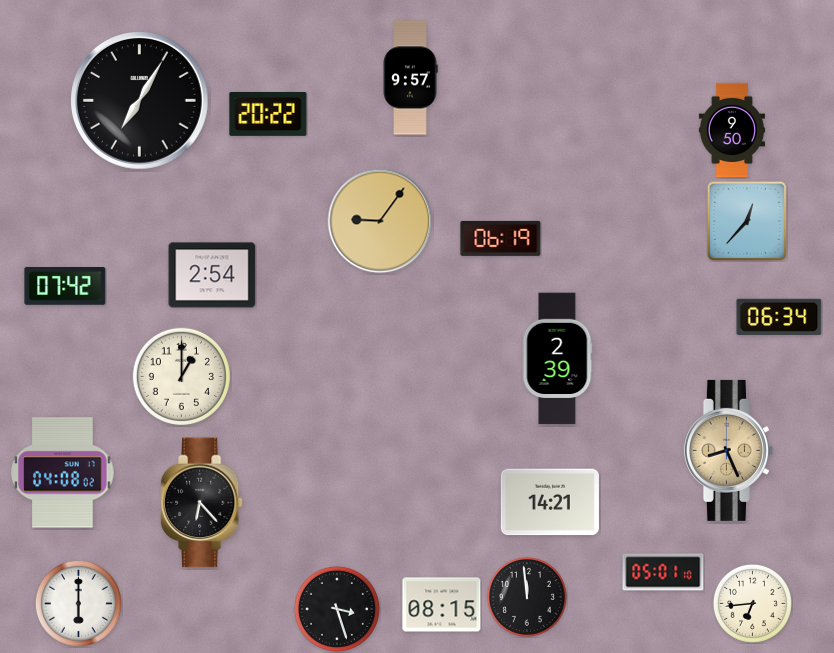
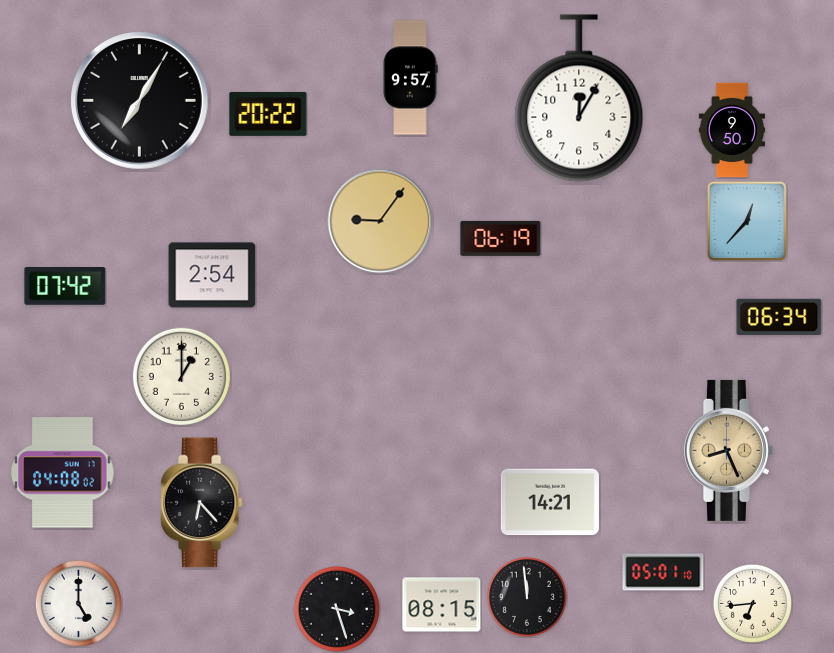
clock at (579, 98): none -> 12:05
clock at (558, 359): 2:39 -> none
clock at (78, 603): 6:00 -> 5:00
